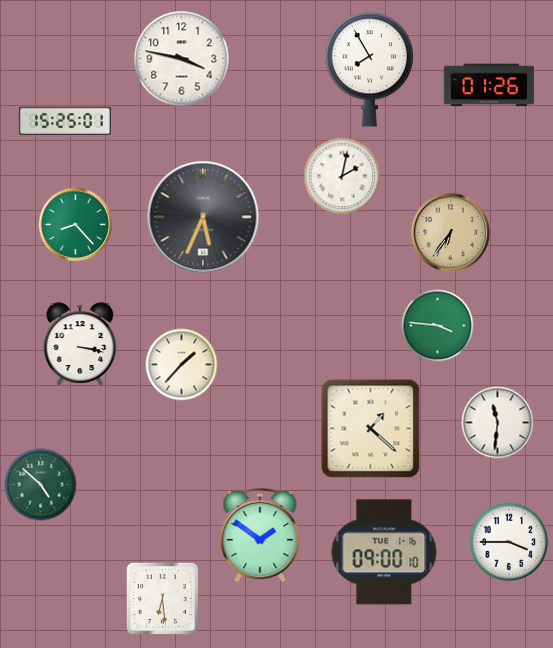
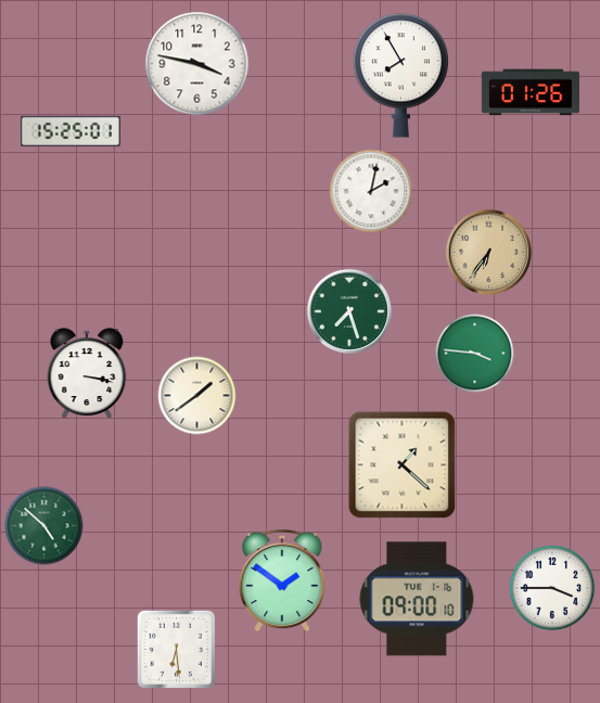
clock at (203, 217): 5:34 -> none
clock at (76, 225): 8:23 -> none
clock at (348, 310): none -> 7:27
clock at (182, 365): 1:37 -> 1:39
clock at (498, 423): 11:31 -> none
